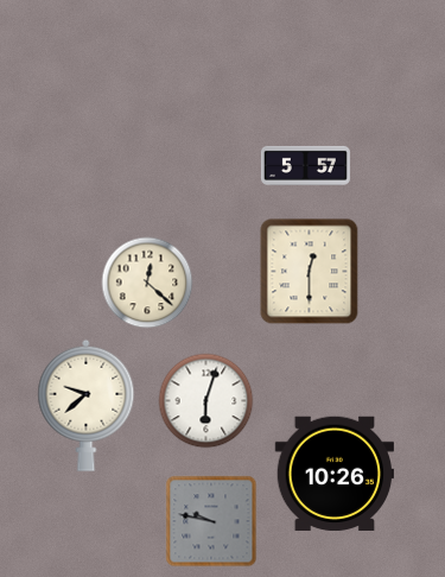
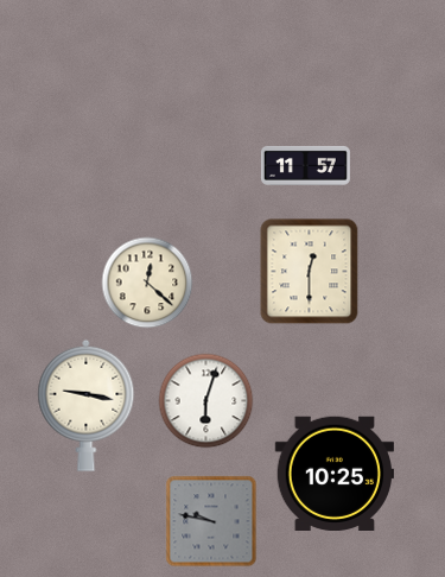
clock at (305, 165): 5:57 -> 11:57
clock at (87, 405): 9:38 -> 9:17
clock at (333, 473): 10:26 -> 10:25
